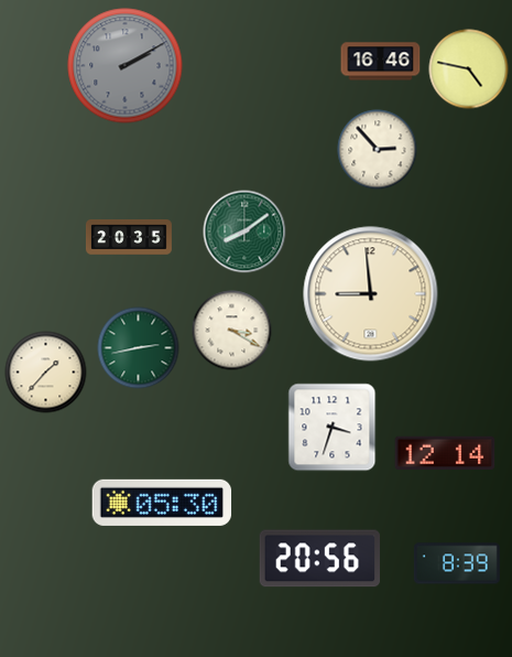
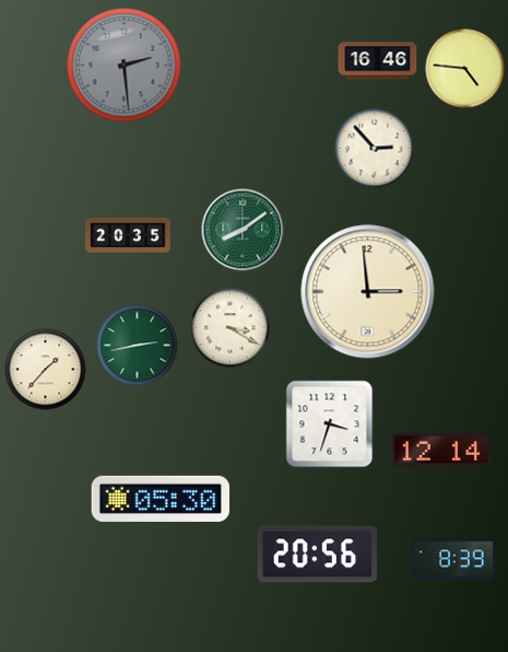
clock at (126, 66): 2:10 -> 2:29
clock at (469, 69): 4:47 -> 4:46
clock at (371, 294): 8:59 -> 2:59
